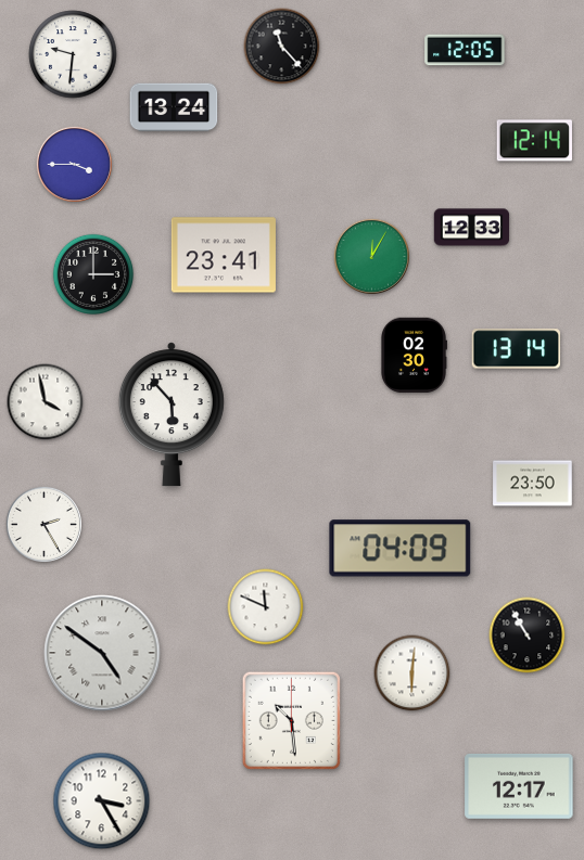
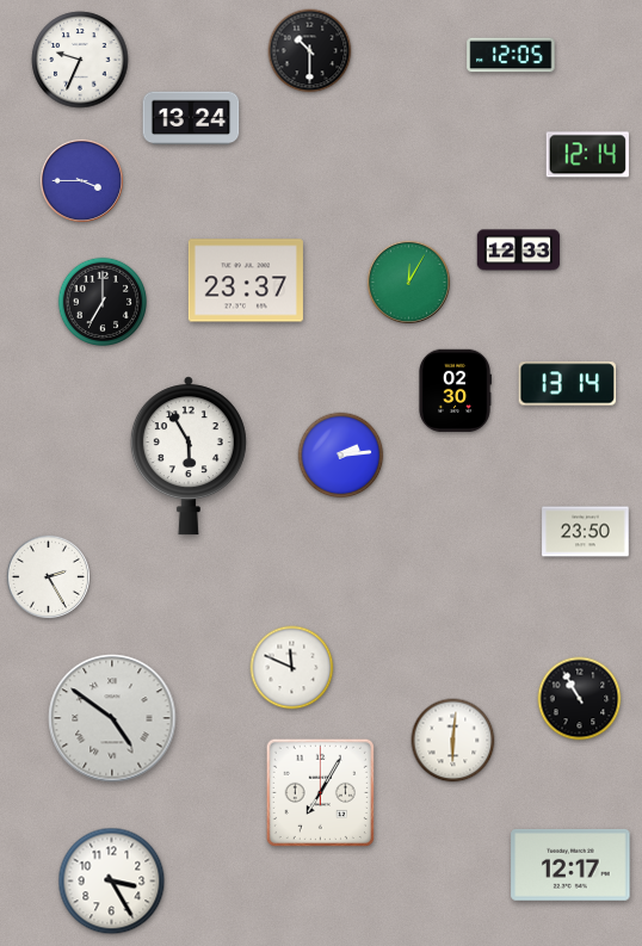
clock at (282, 47): 11:23 -> 10:30
clock at (73, 54): 9:31 -> 9:34
clock at (224, 255): 23:41 -> 23:37
clock at (92, 273): 3:00 -> 7:00
clock at (46, 402): 3:58 -> none
clock at (172, 414): 5:53 -> 5:55
clock at (341, 456): none -> 2:14
clock at (401, 549): 04:09 -> none
clock at (291, 720): 10:29 -> 7:05
